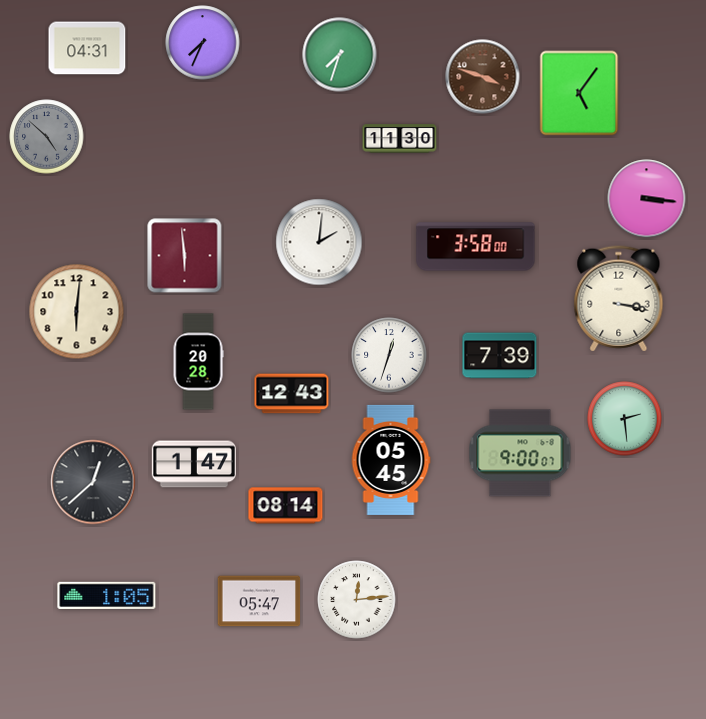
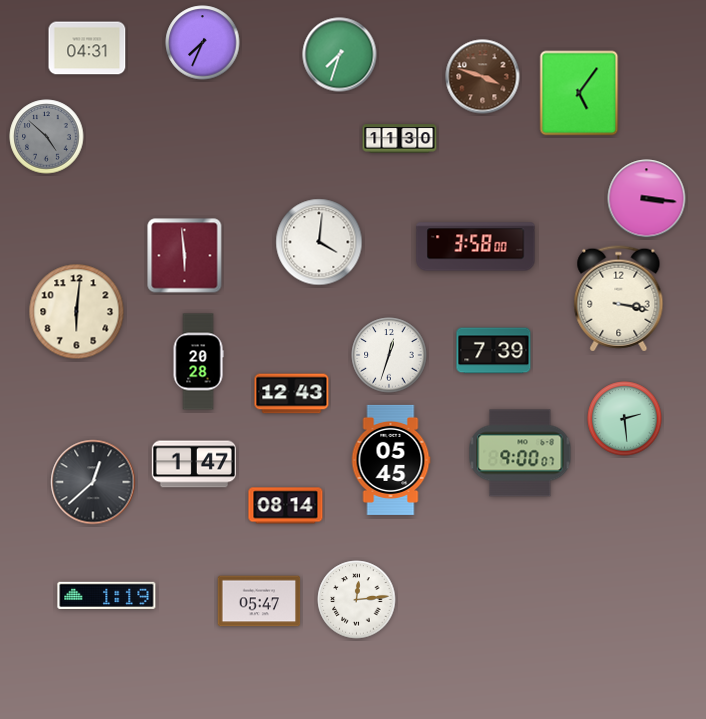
clock at (319, 242): 2:01 -> 4:01
clock at (500, 356) position: (500, 356) -> (494, 351)
clock at (107, 595): 1:05 -> 1:19
